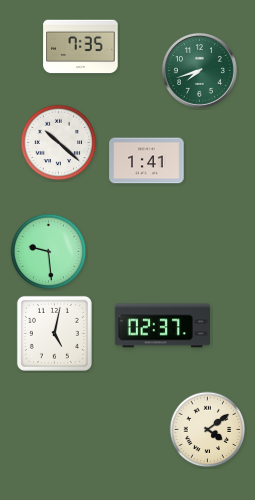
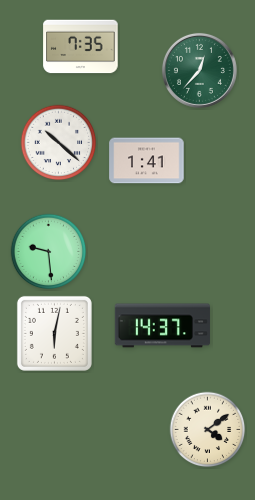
clock at (199, 70): 7:42 -> 12:37
clock at (162, 326): 02:37 -> 14:37
clock at (54, 333): 5:02 -> 6:02
